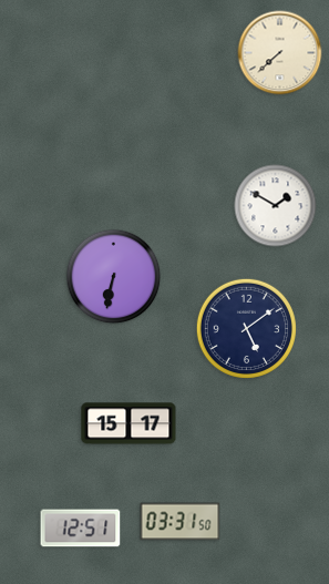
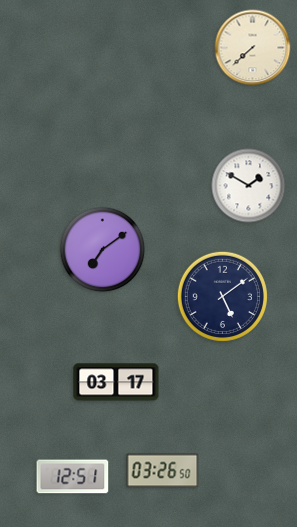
clock at (114, 277): 6:32 -> 7:09
clock at (128, 423): 15:17 -> 03:17
clock at (181, 522): 03:31 -> 03:26
